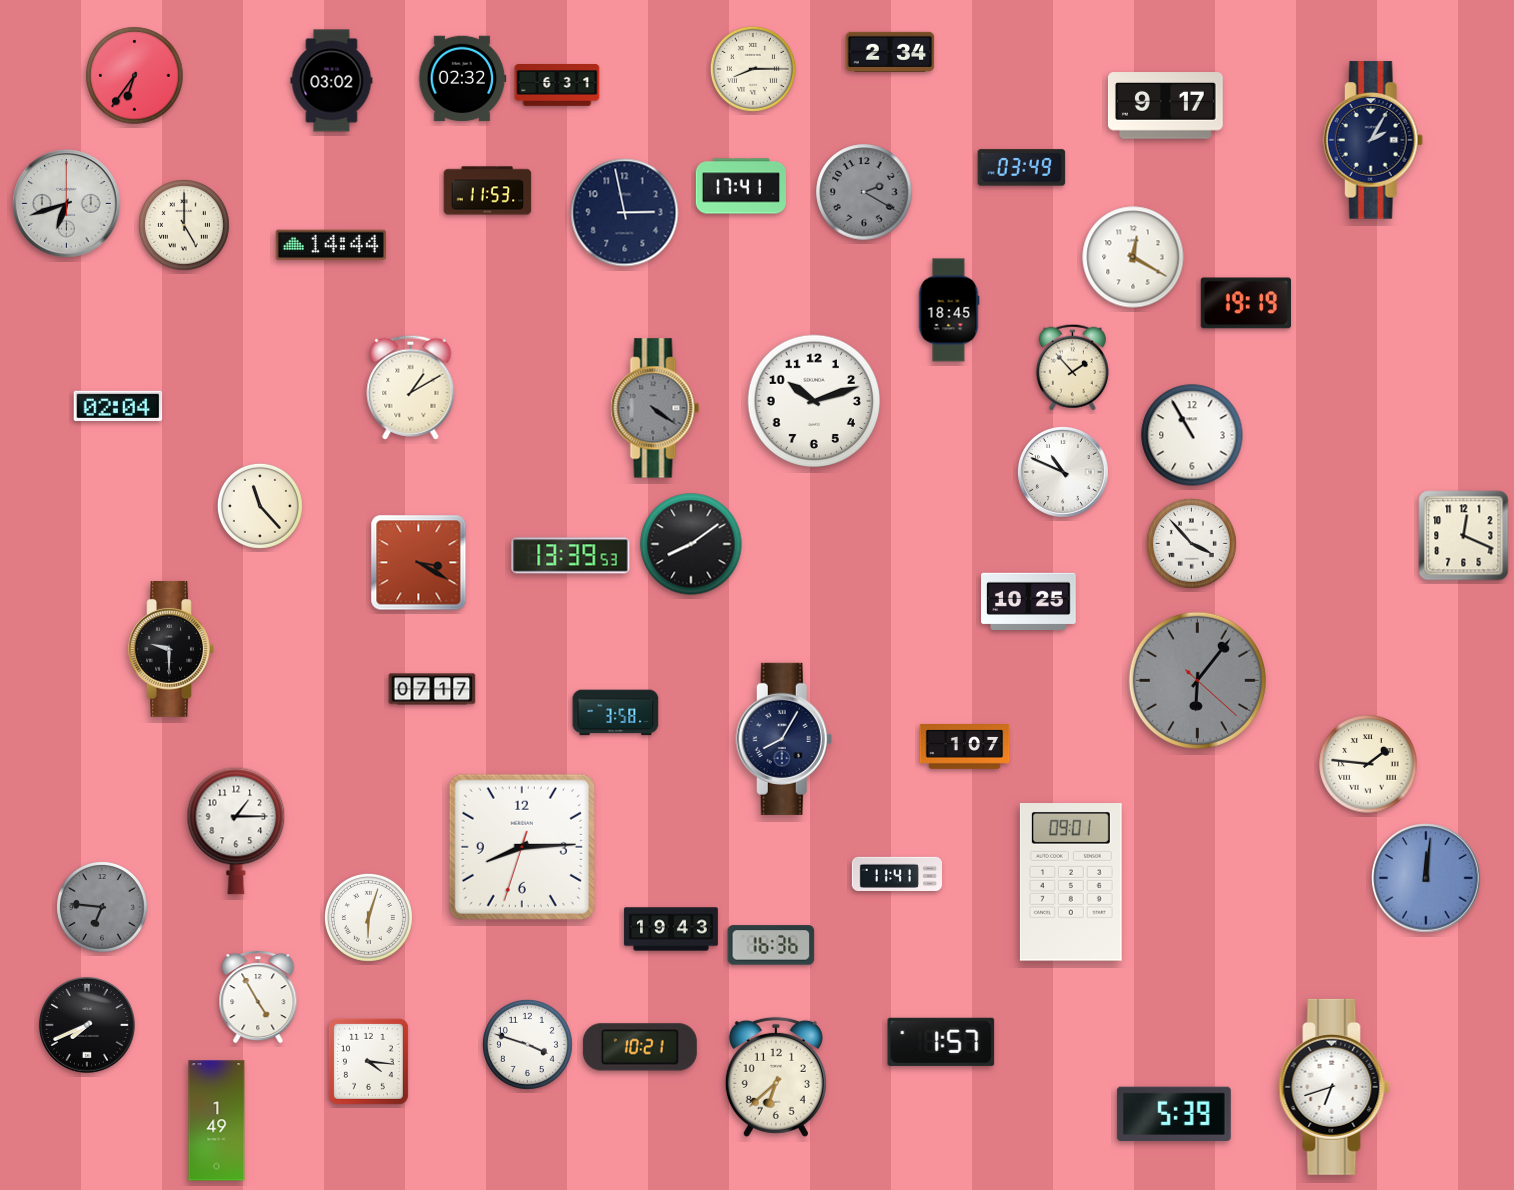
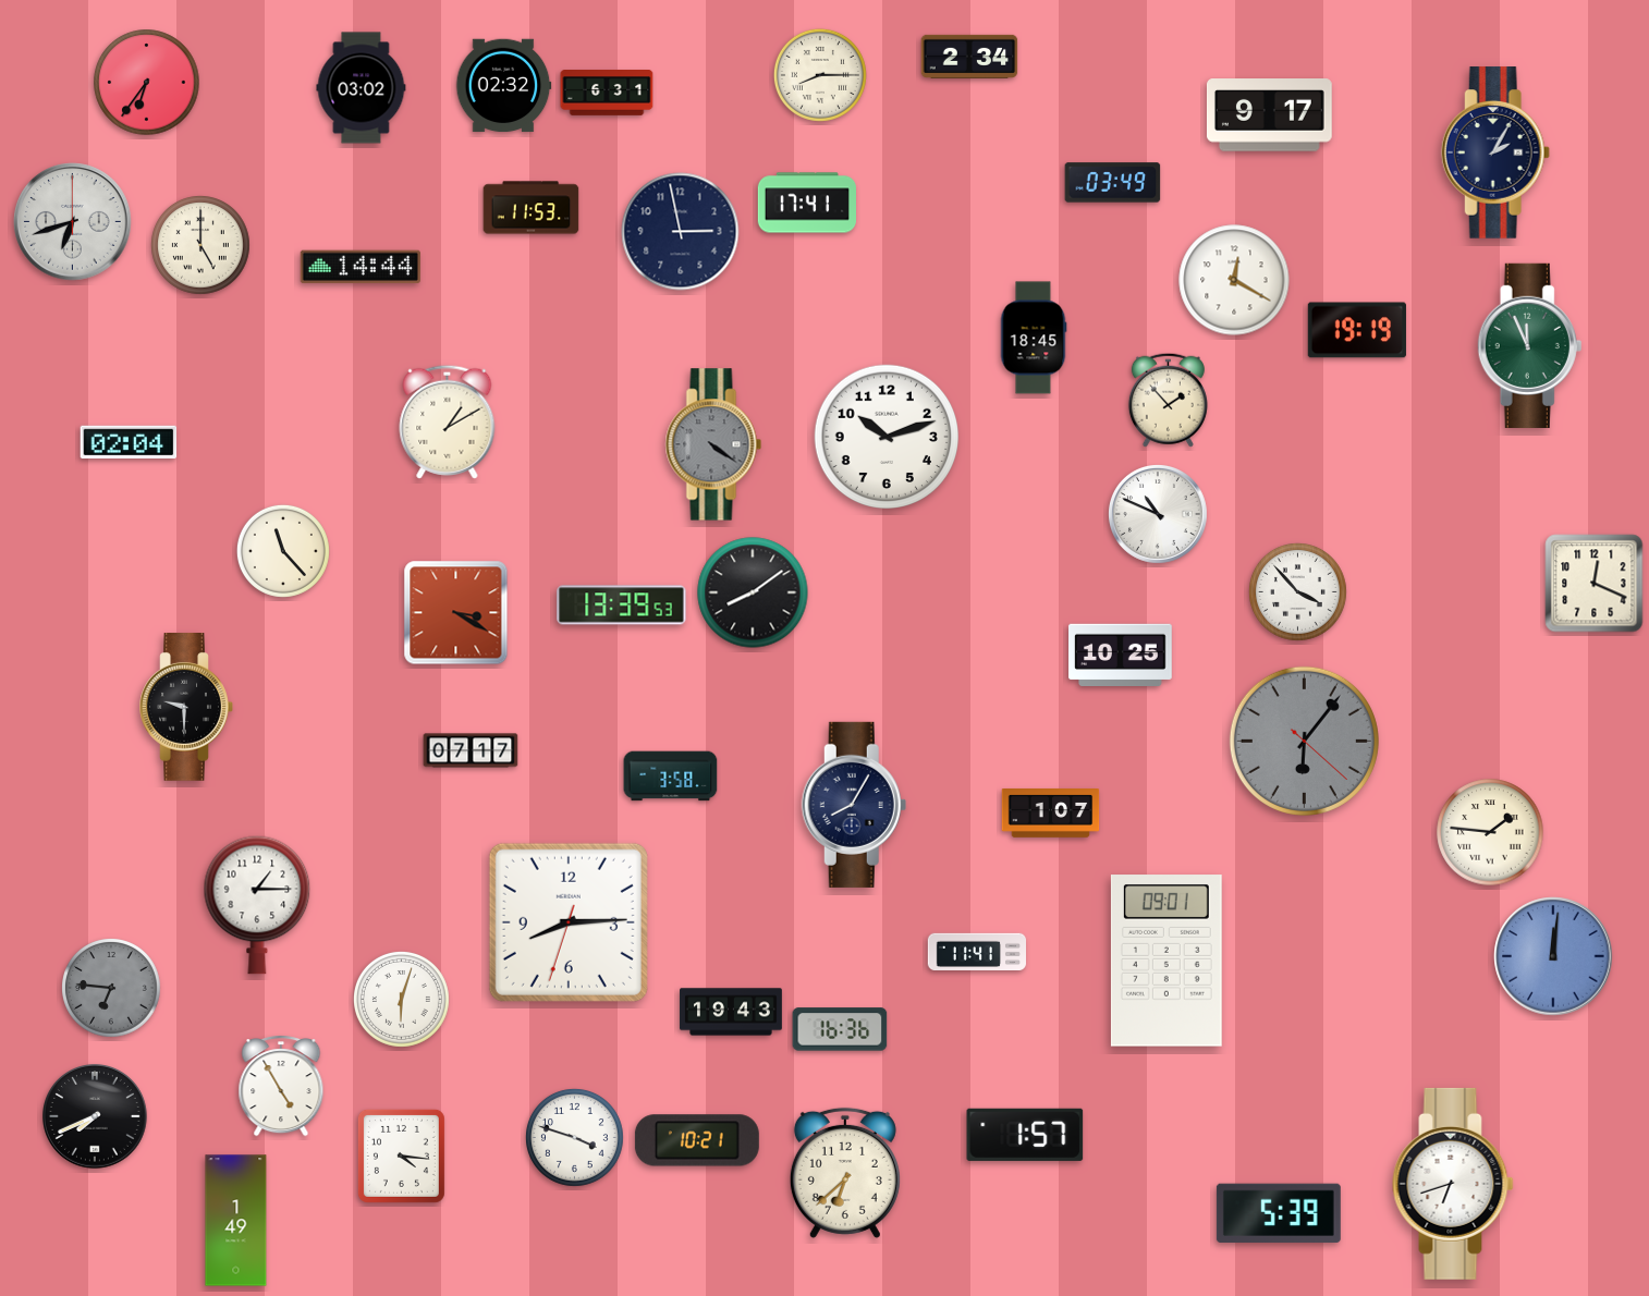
clock at (864, 192): 2:20 -> none
clock at (1530, 345): none -> 11:56
clock at (1192, 435): 10:55 -> none
